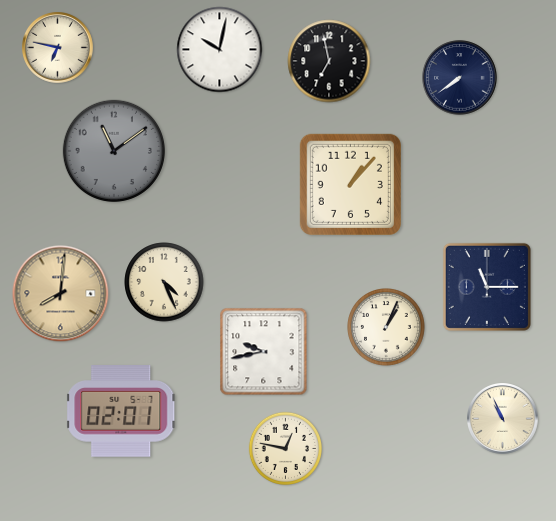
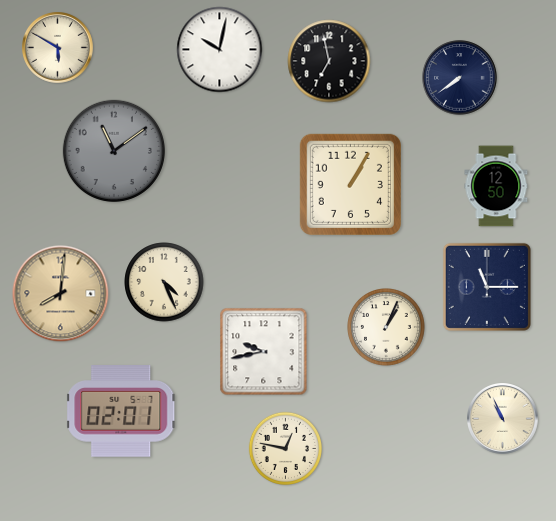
clock at (58, 48): 6:47 -> 5:50
clock at (350, 184): 1:07 -> 1:05
clock at (496, 186): none -> 12:50
